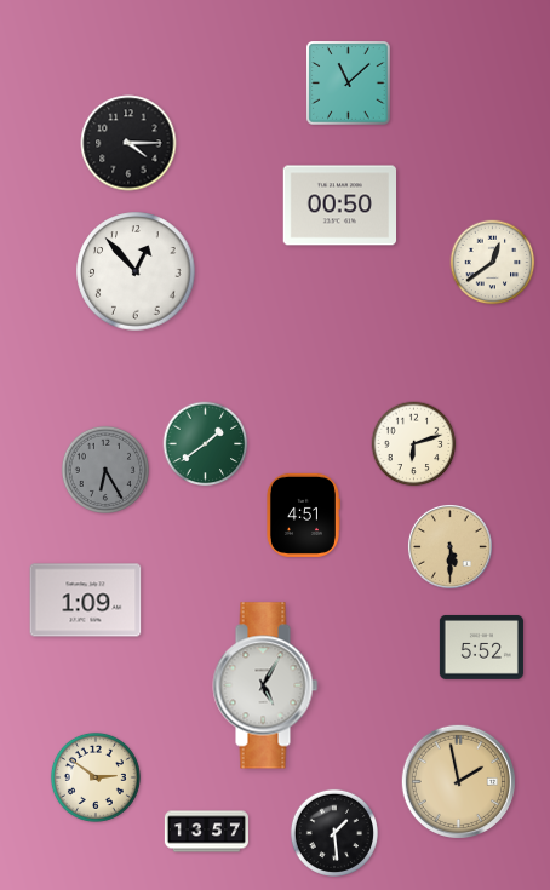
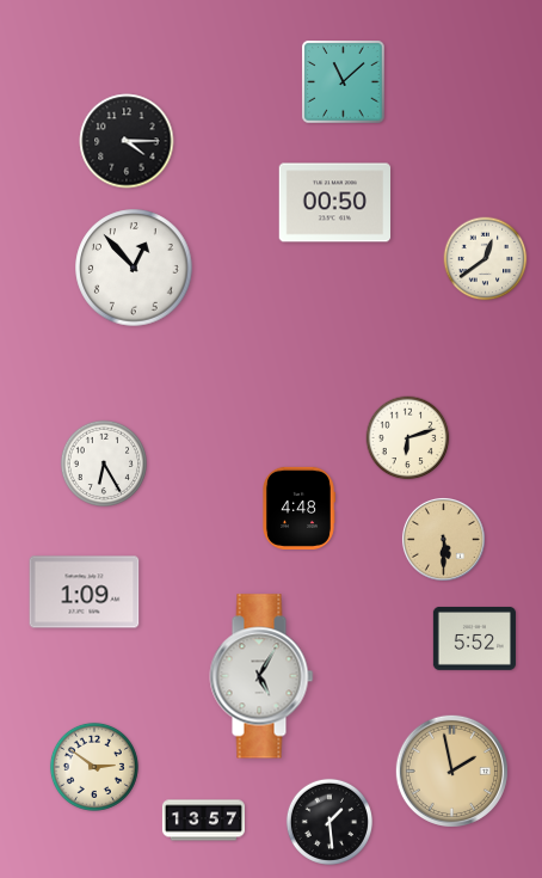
clock at (206, 444): 1:39 -> none
clock at (104, 469) dial: grey -> white
clock at (304, 515): 4:51 -> 4:48
